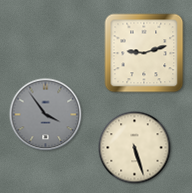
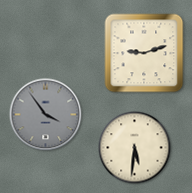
clock at (135, 148): 5:27 -> 5:31
